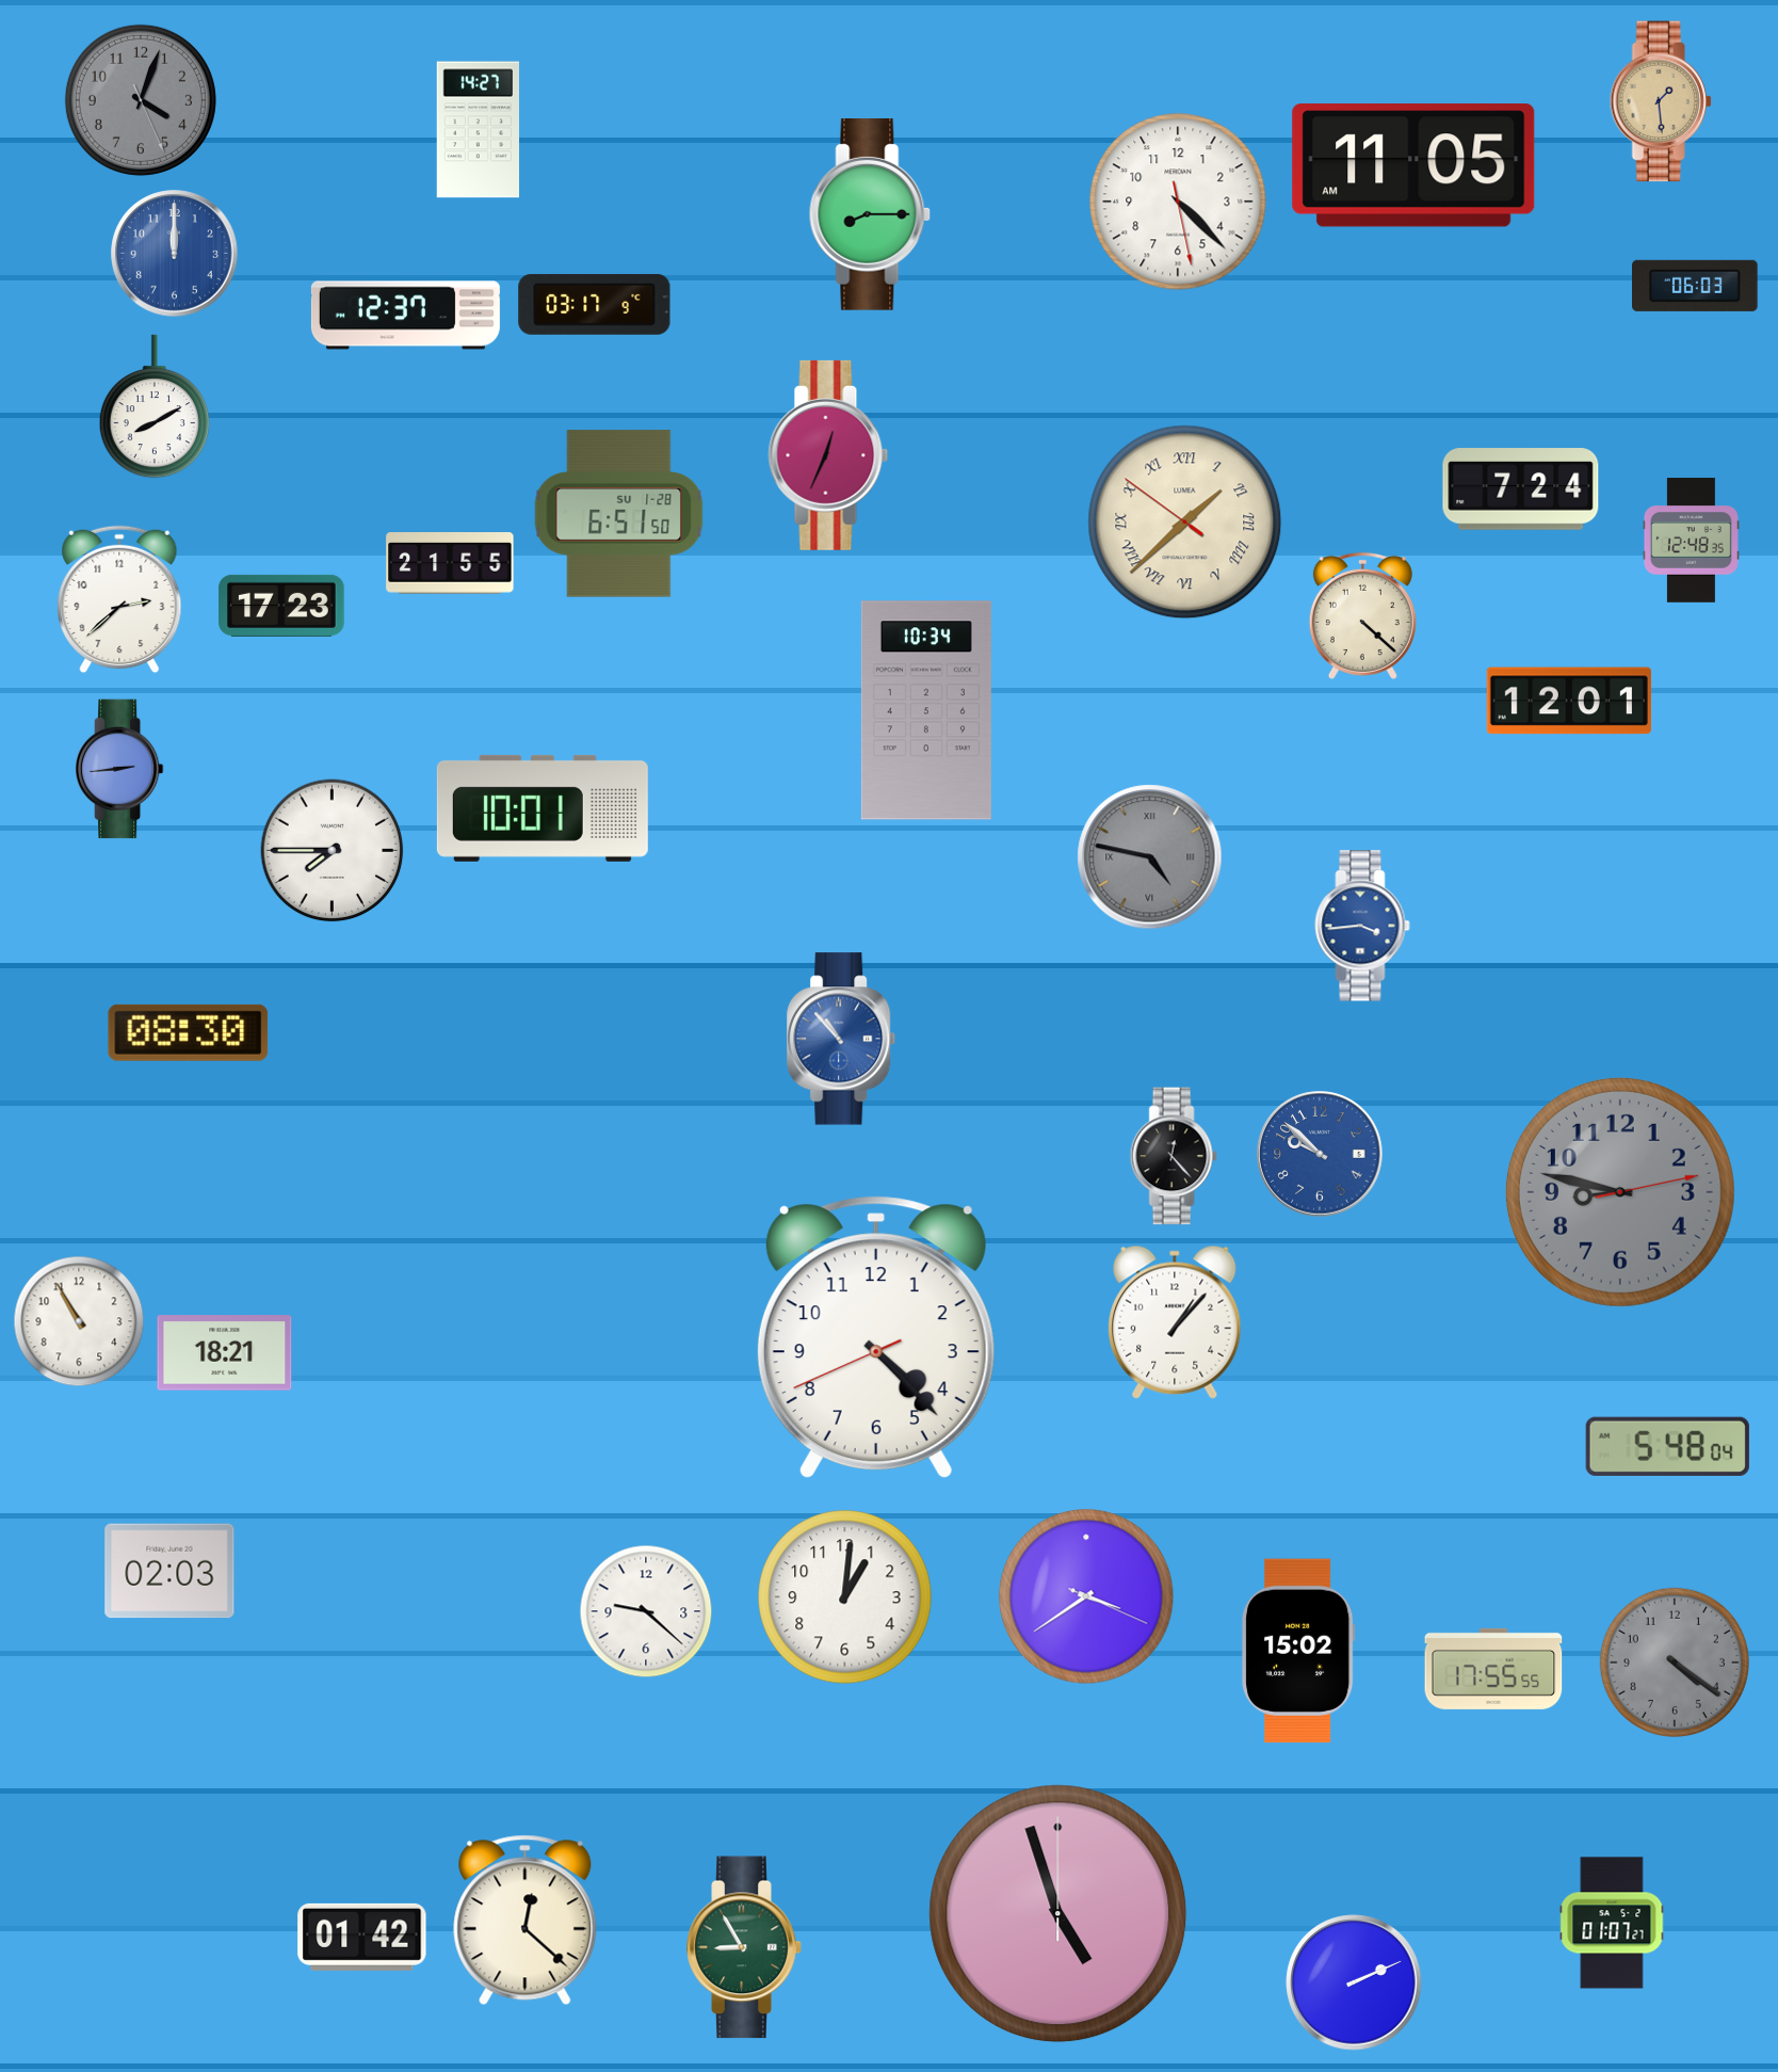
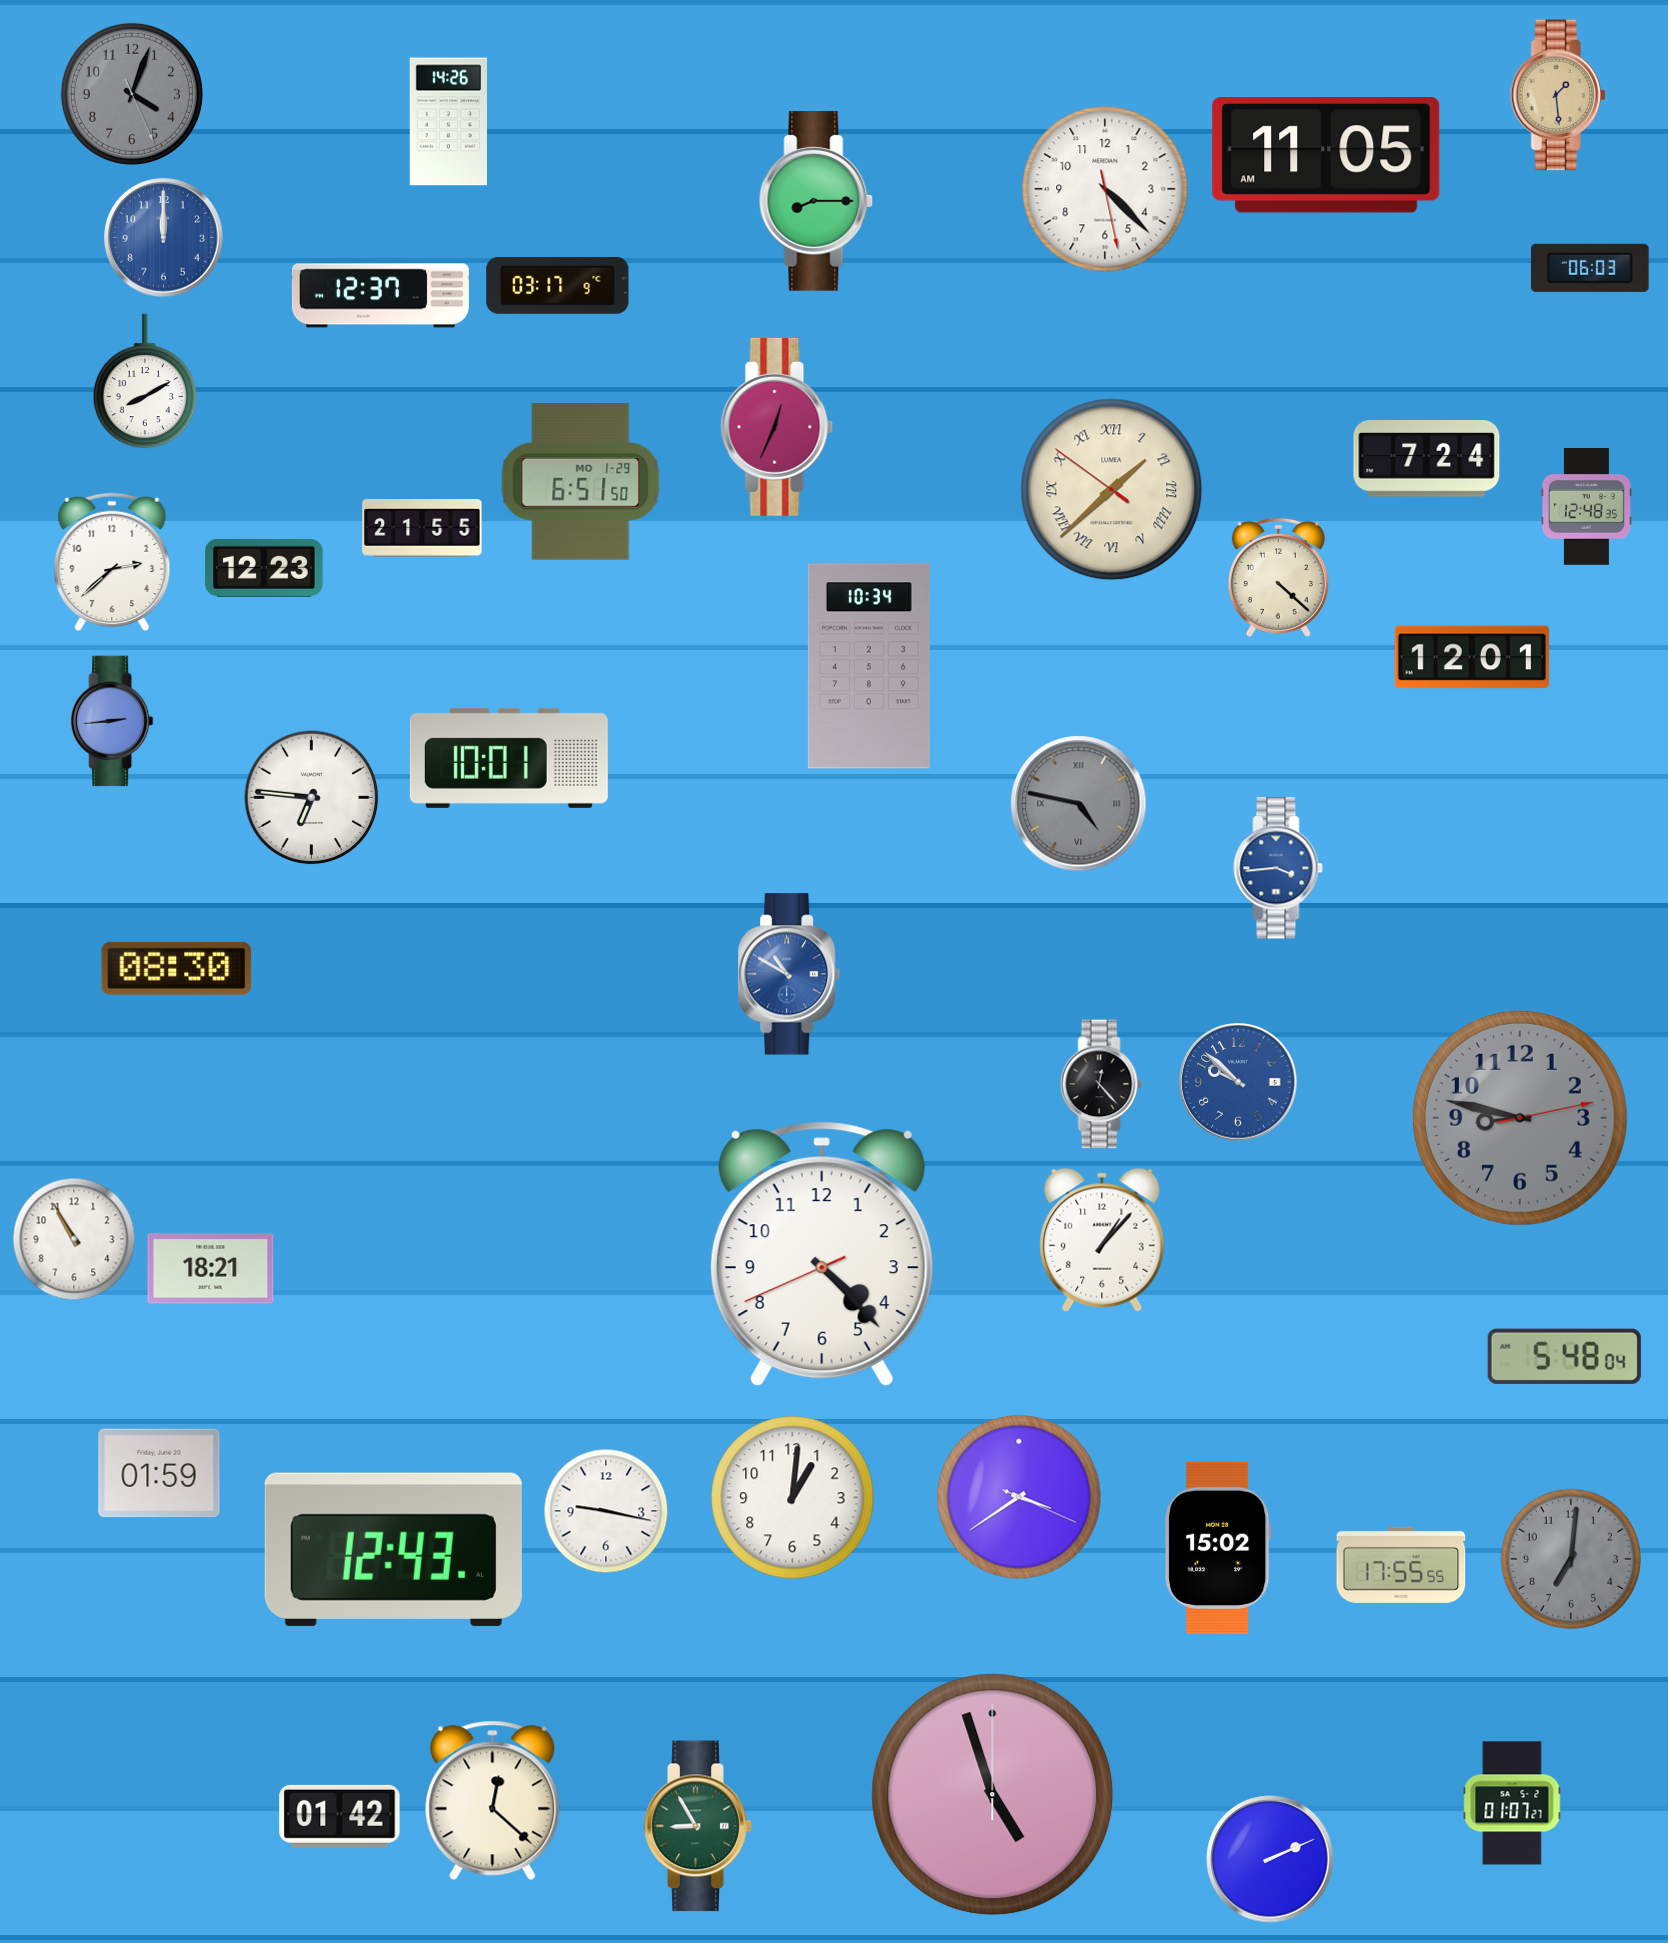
clock at (478, 130): 14:27 -> 14:26
clock at (619, 514) date: SU 1-28 -> MO 1-29
clock at (281, 606): 17:23 -> 12:23
clock at (333, 851): 7:45 -> 6:46
clock at (842, 1039): 10:53 -> 10:50
clock at (169, 1571): 02:03 -> 01:59
clock at (646, 1611): 9:22 -> 9:17
clock at (393, 1549): none -> 12:43
clock at (1675, 1663): 4:21 -> 7:01
